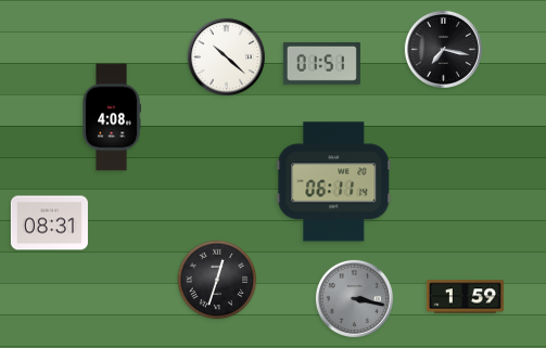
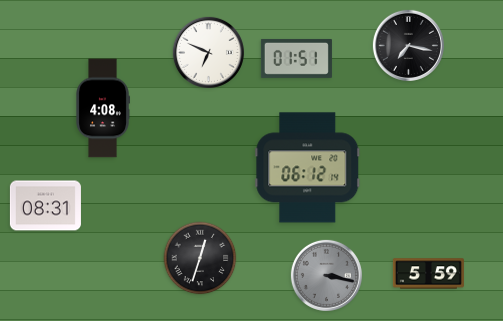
clock at (226, 56): 10:22 -> 6:49
clock at (334, 182): 06:11 -> 06:12
clock at (465, 297): 1:59 -> 5:59
